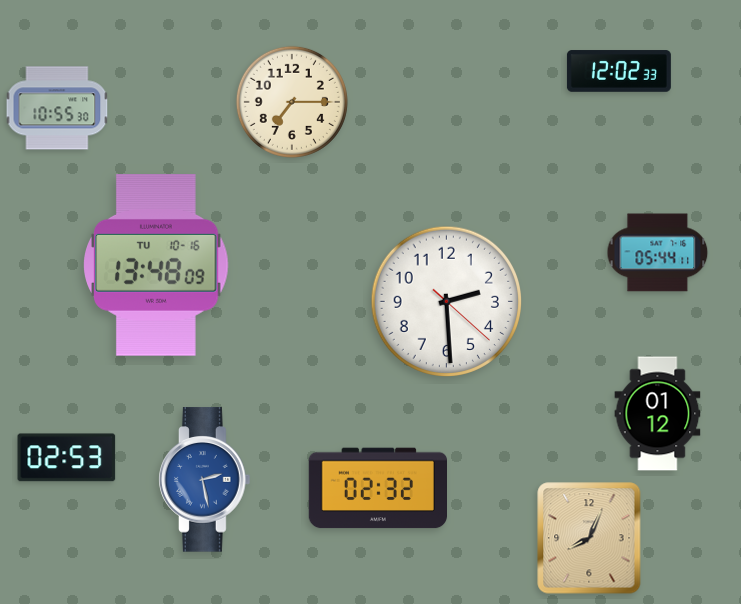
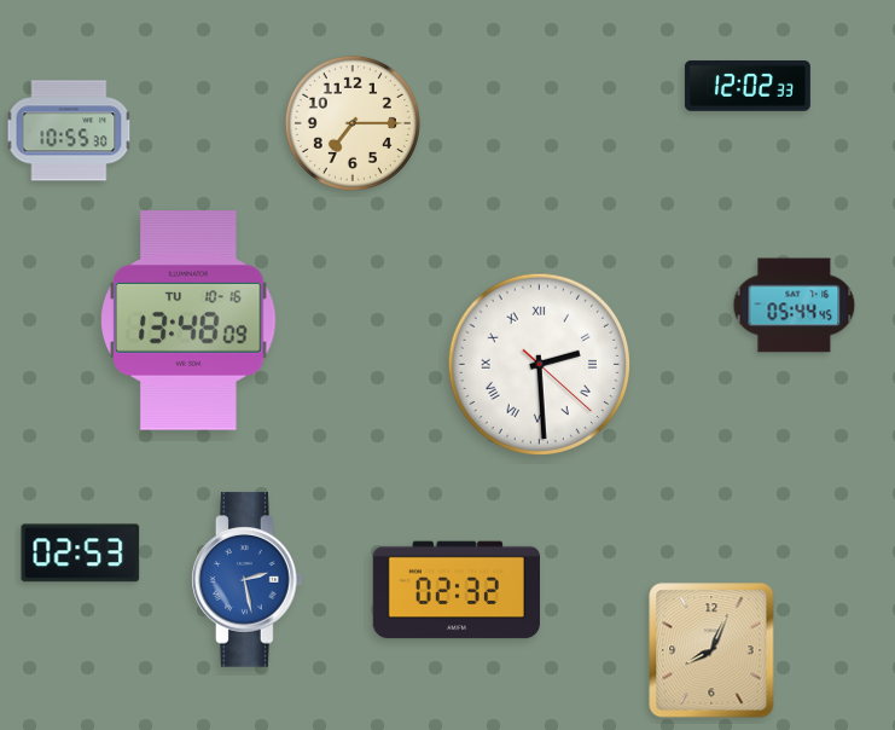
clock at (658, 253): 05:44:11 -> 05:44:45
clock at (446, 301) numerals: Arabic -> Roman
clock at (658, 414): 01:12 -> none
